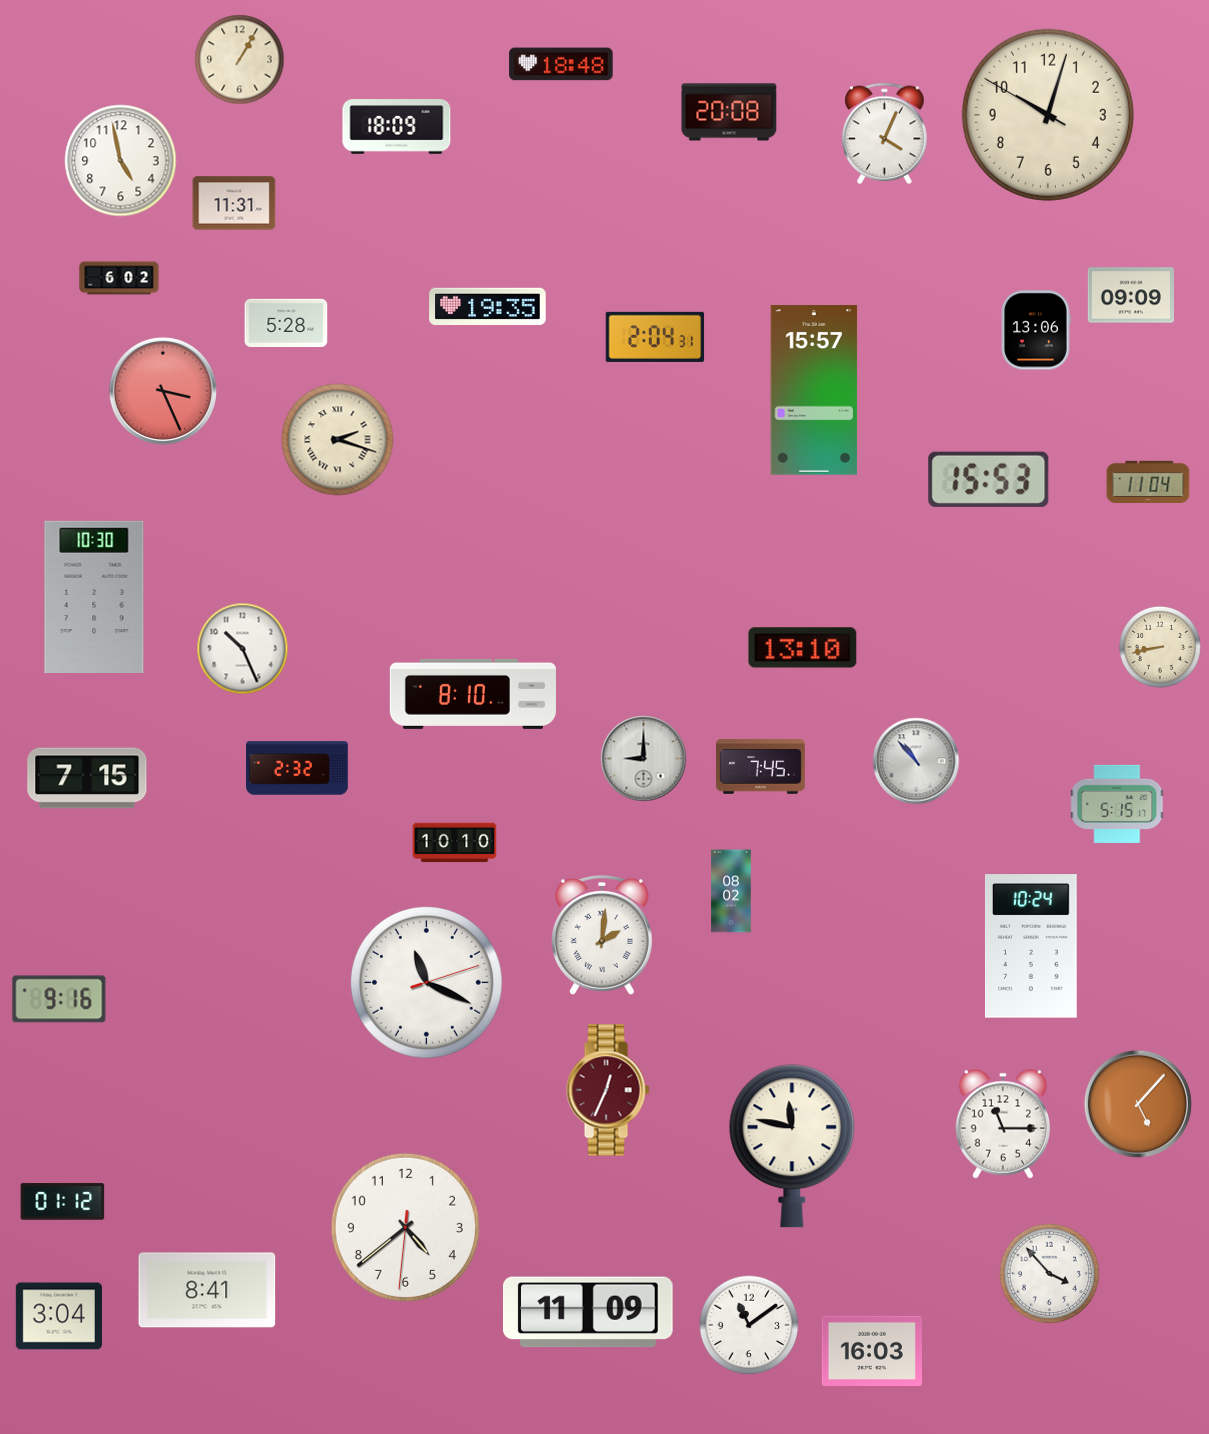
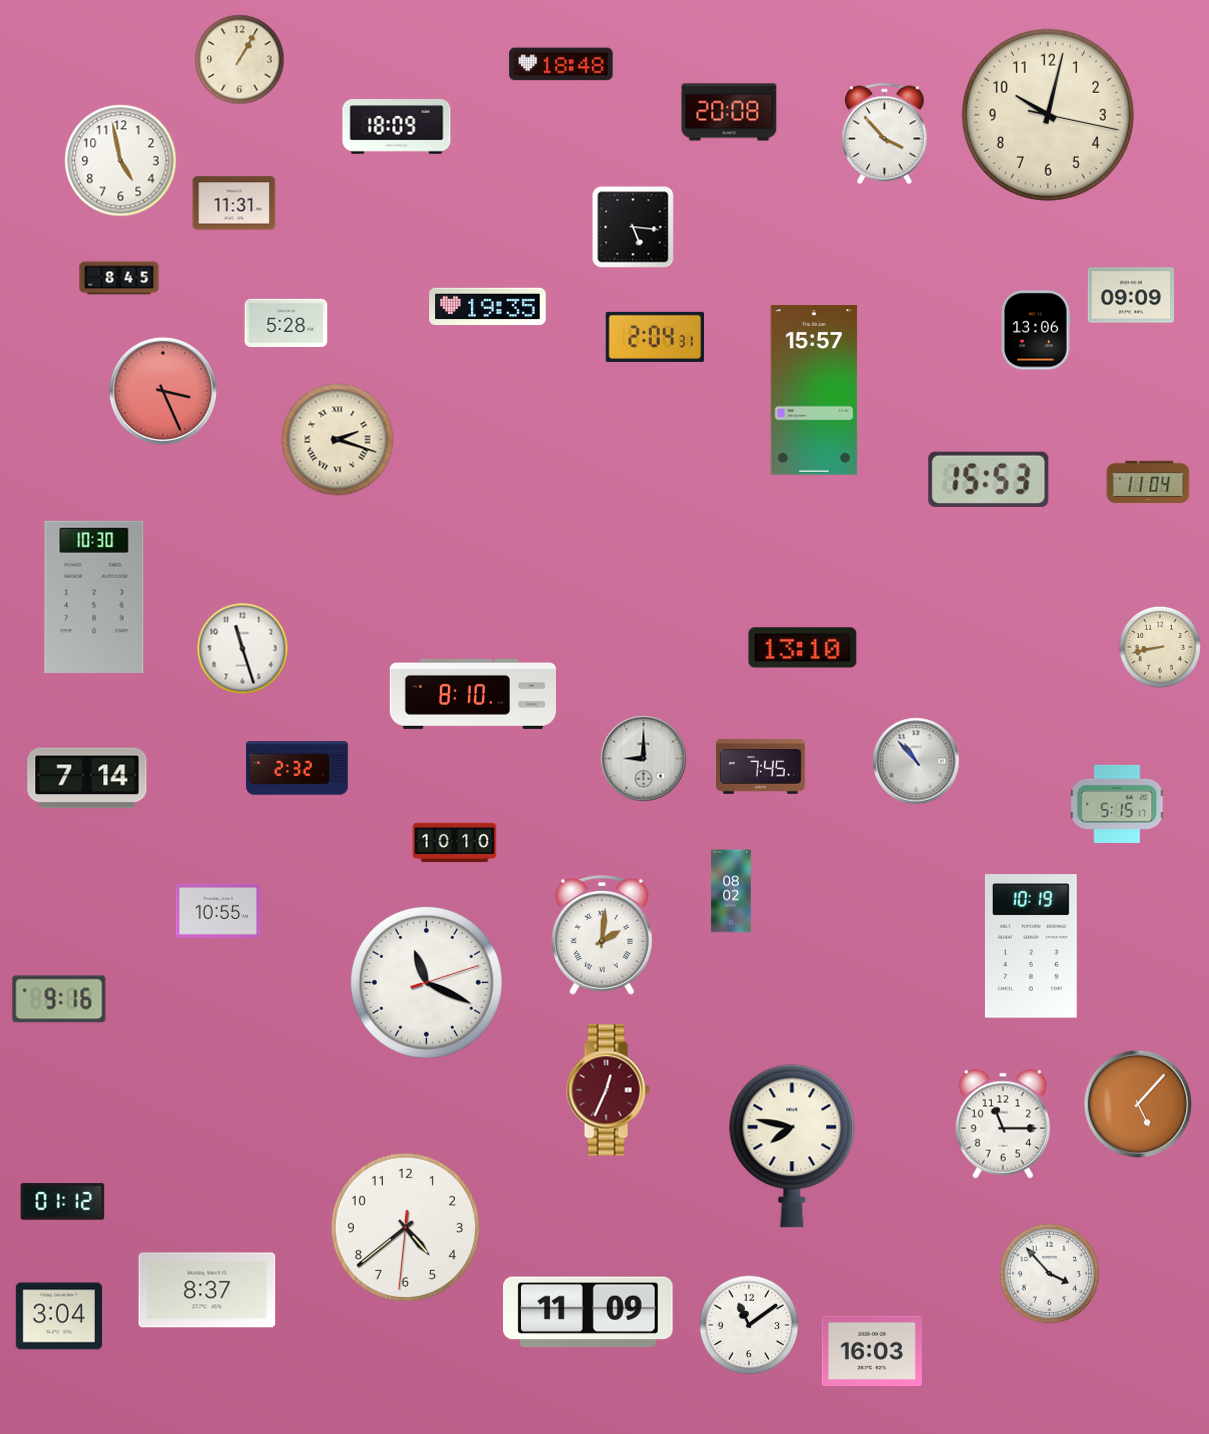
clock at (1048, 115): 10:02:50 -> 10:02:17
clock at (885, 134): 4:04 -> 3:53
clock at (633, 227): none -> 5:16
clock at (119, 278): 6:02 -> 8:45
clock at (243, 649): 10:26 -> 11:27
clock at (87, 778): 7:15 -> 7:14
clock at (218, 911): none -> 10:55
clock at (1031, 946): 10:24 -> 10:19
clock at (792, 1146): 11:47 -> 7:47
clock at (207, 1290): 8:41 -> 8:37
